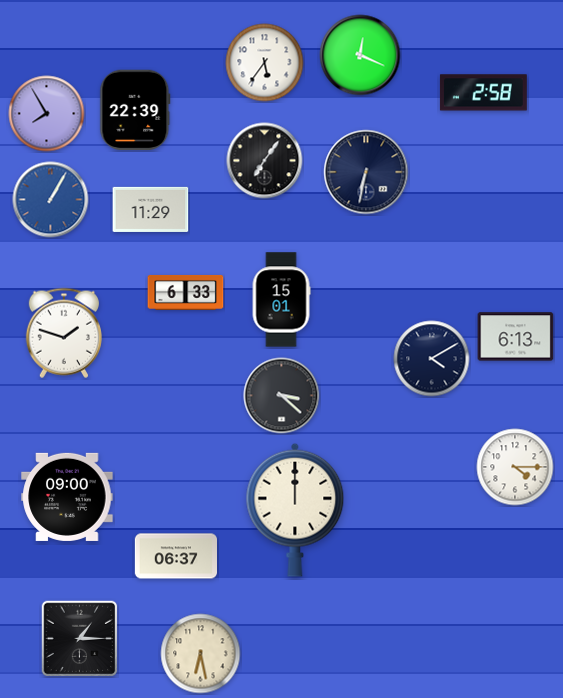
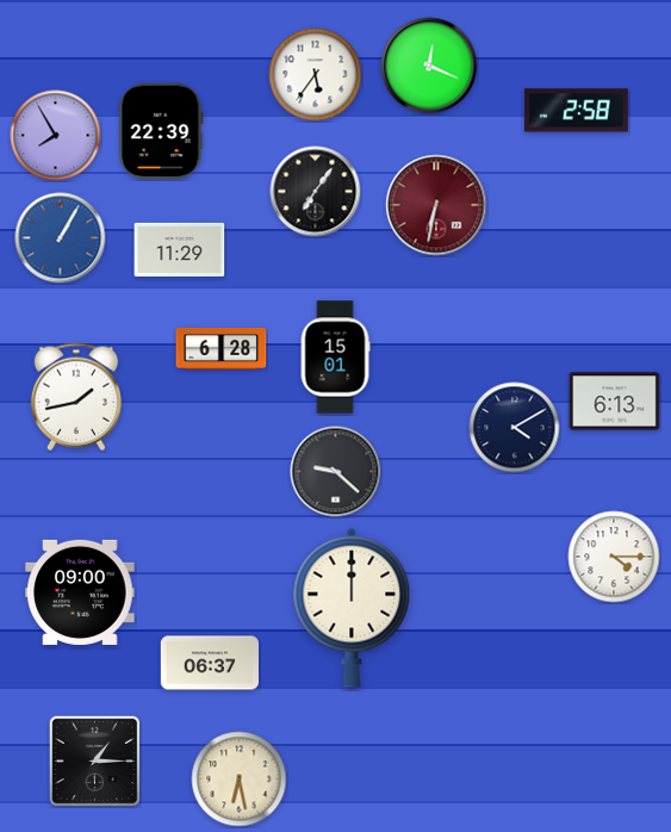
clock at (366, 172) dial: navy -> burgundy
clock at (186, 292): 6:33 -> 6:28
clock at (64, 333): 1:48 -> 1:43
clock at (282, 396): 3:22 -> 9:22
